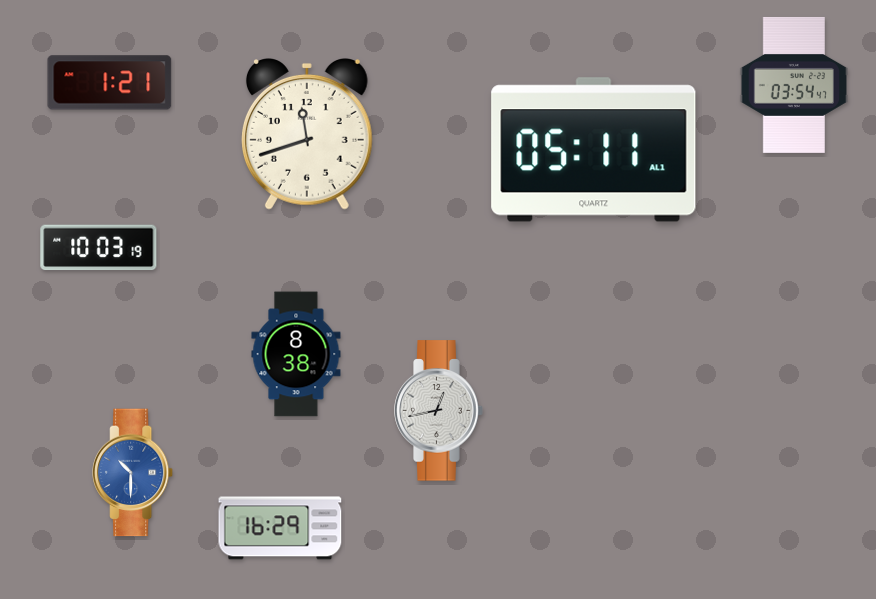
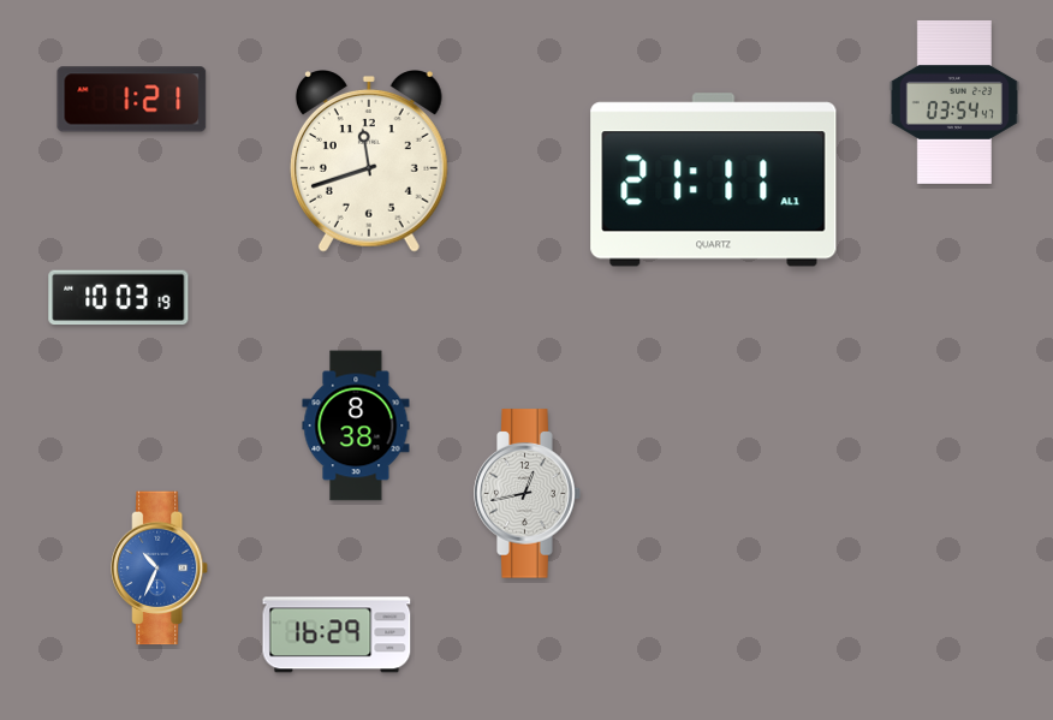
clock at (594, 150): 05:11 -> 21:11
clock at (134, 473): 10:30 -> 10:34
